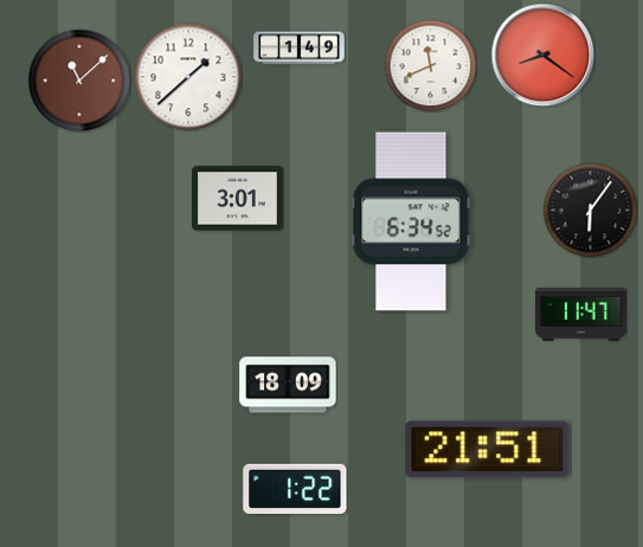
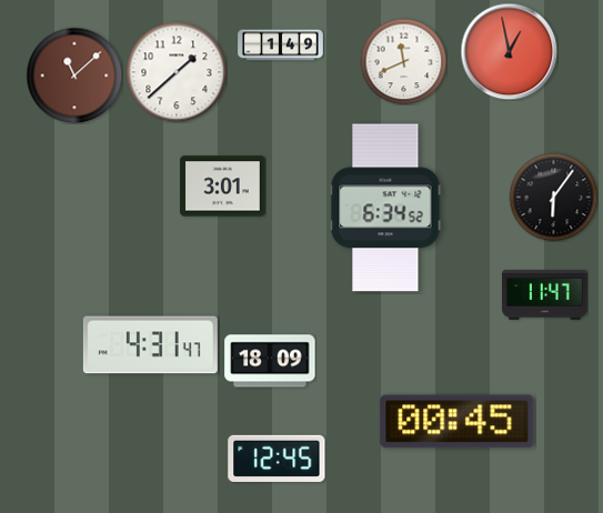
clock at (542, 54): 8:21 -> 12:58
clock at (150, 345): none -> 4:31
clock at (488, 450): 21:51 -> 00:45
clock at (295, 488): 1:22 -> 12:45
